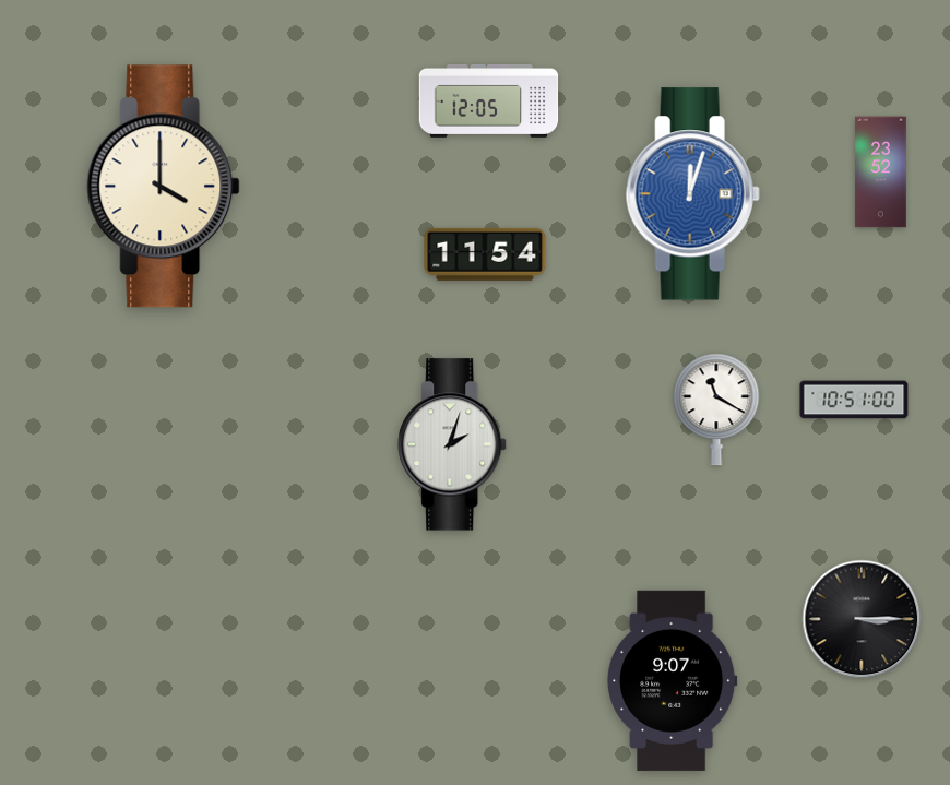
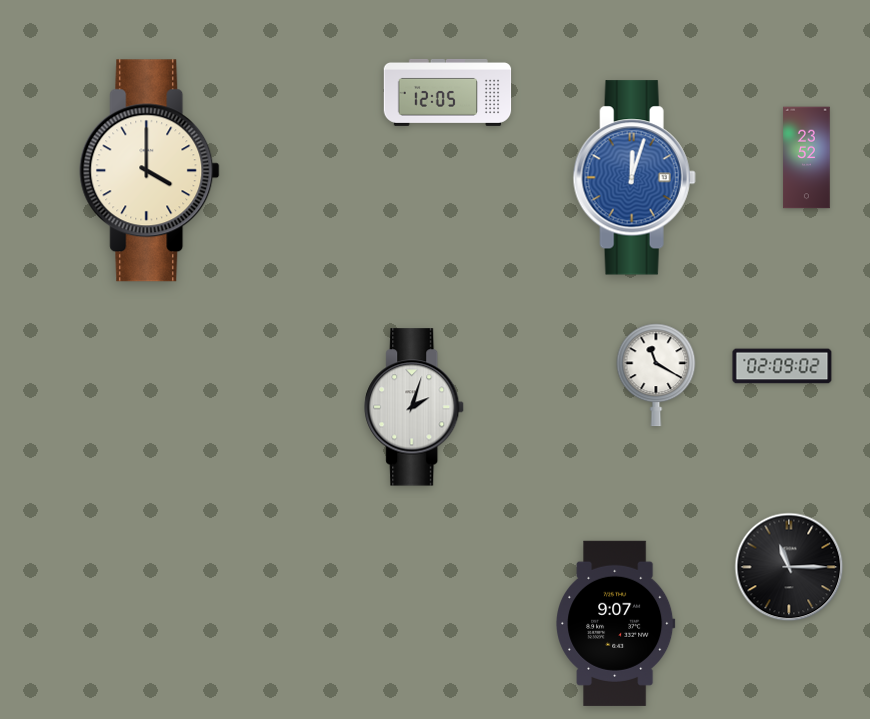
clock at (485, 254): 11:54 -> none
clock at (854, 400): 10:51 -> 02:09
clock at (862, 619): 3:15 -> 11:15
